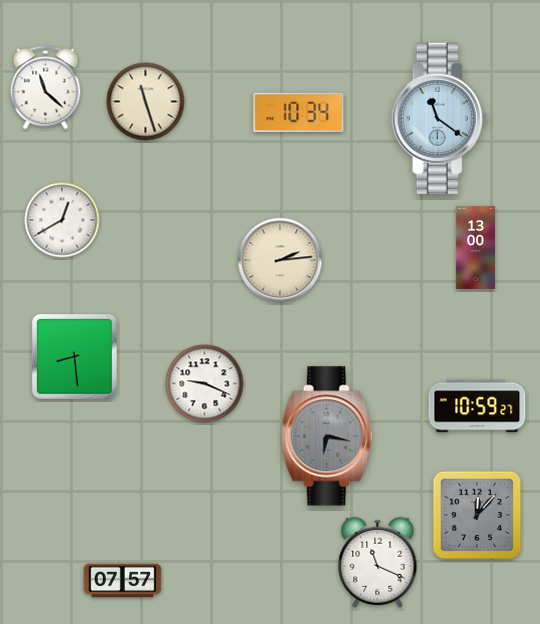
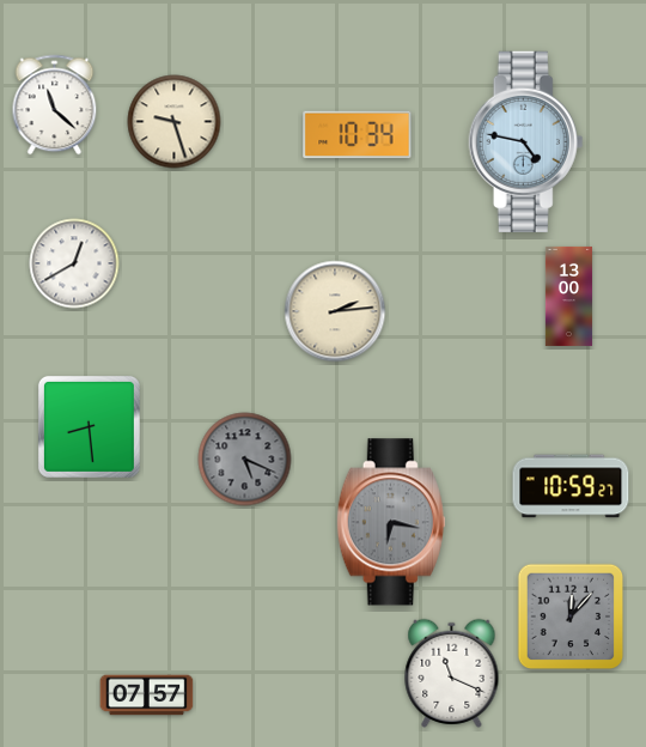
clock at (146, 102): 11:27 -> 9:27
clock at (440, 118): 11:21 -> 4:47
clock at (205, 384): 9:19 -> 5:19
clock at (205, 384) dial: white -> grey
